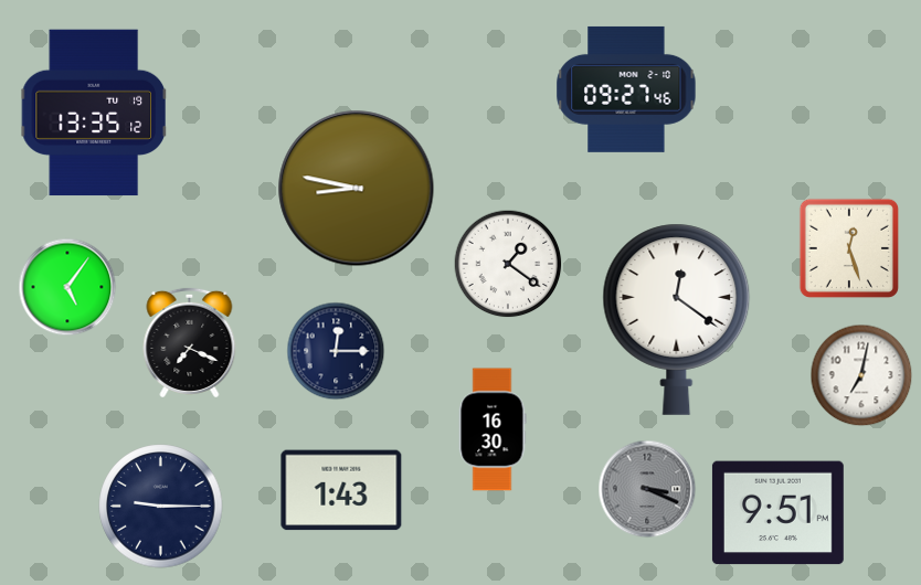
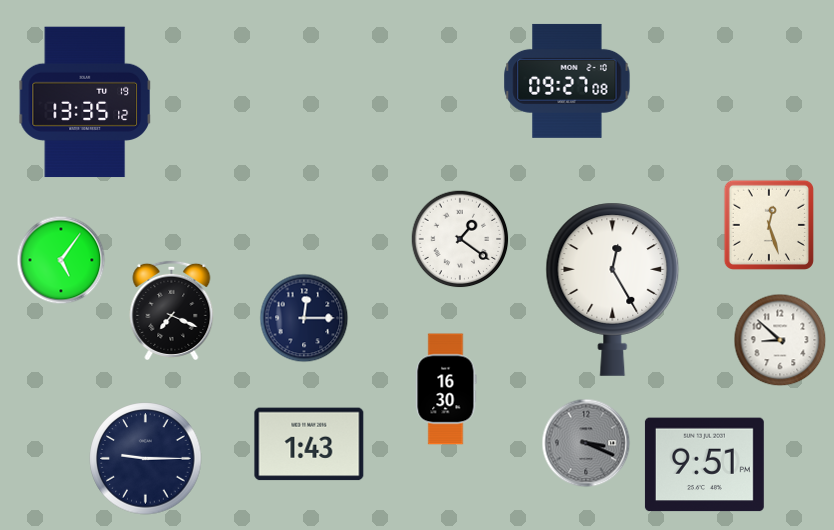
clock at (626, 89): 09:27:46 -> 09:27:08
clock at (357, 189): 8:47 -> none
clock at (677, 319): 12:21 -> 12:25
clock at (861, 375): 7:02 -> 8:52
